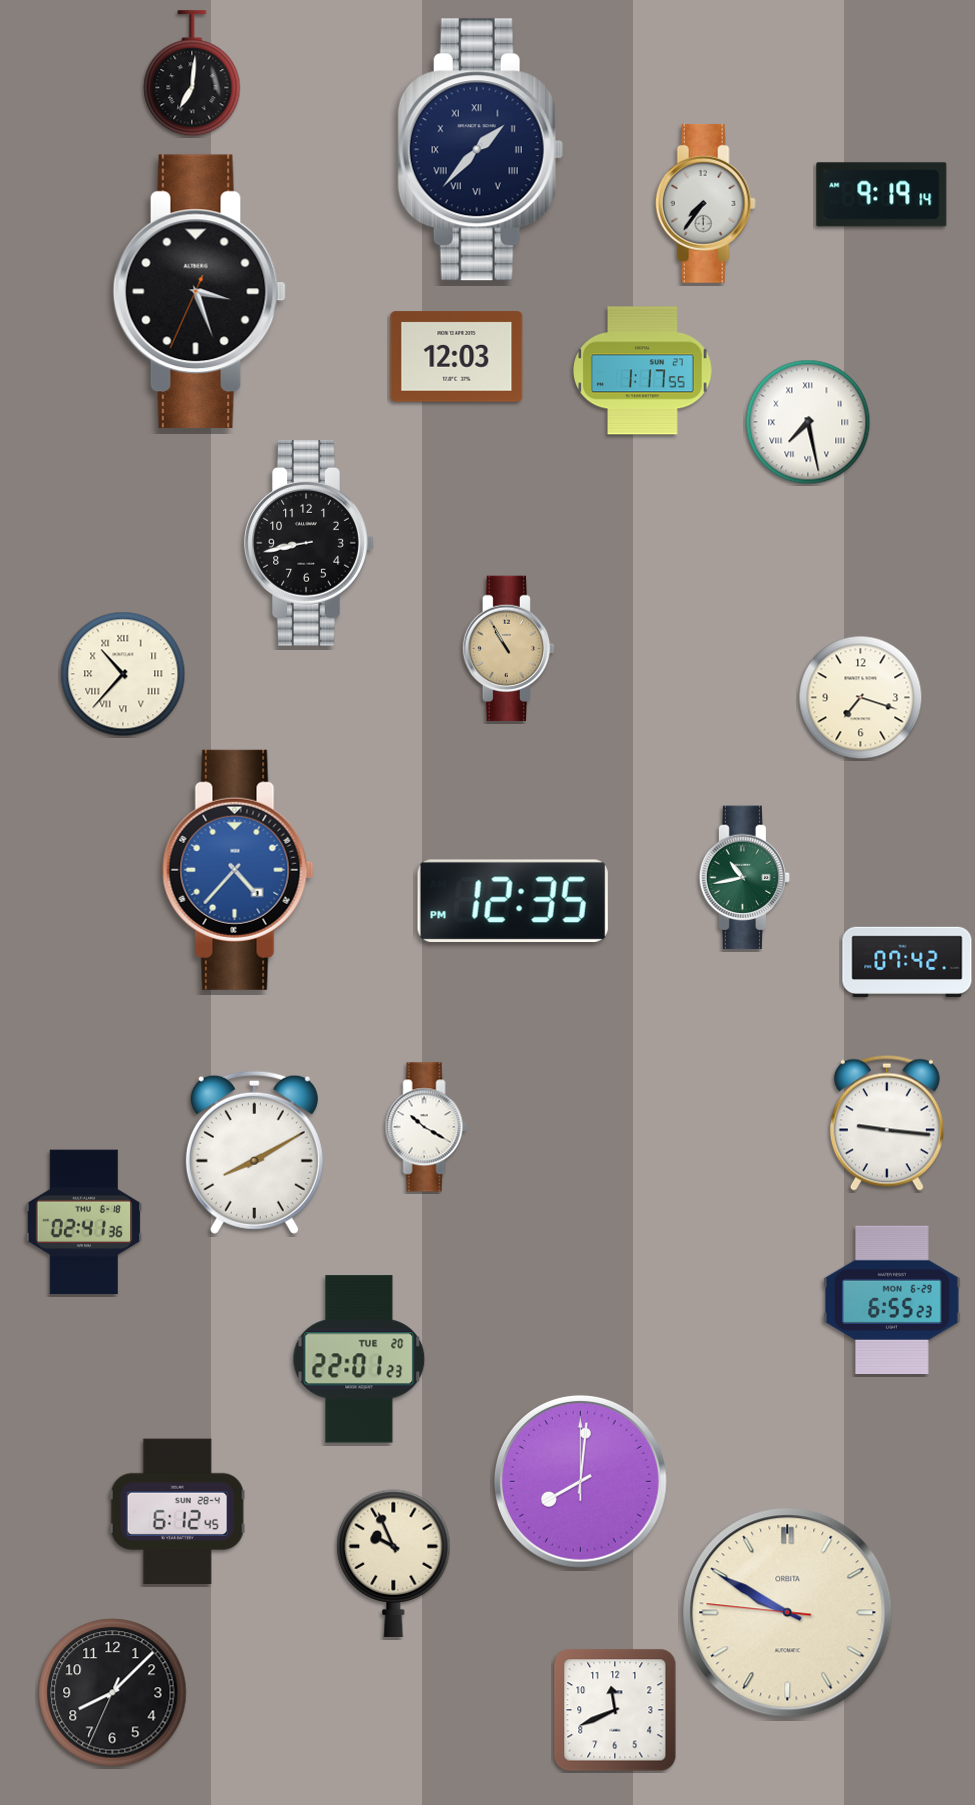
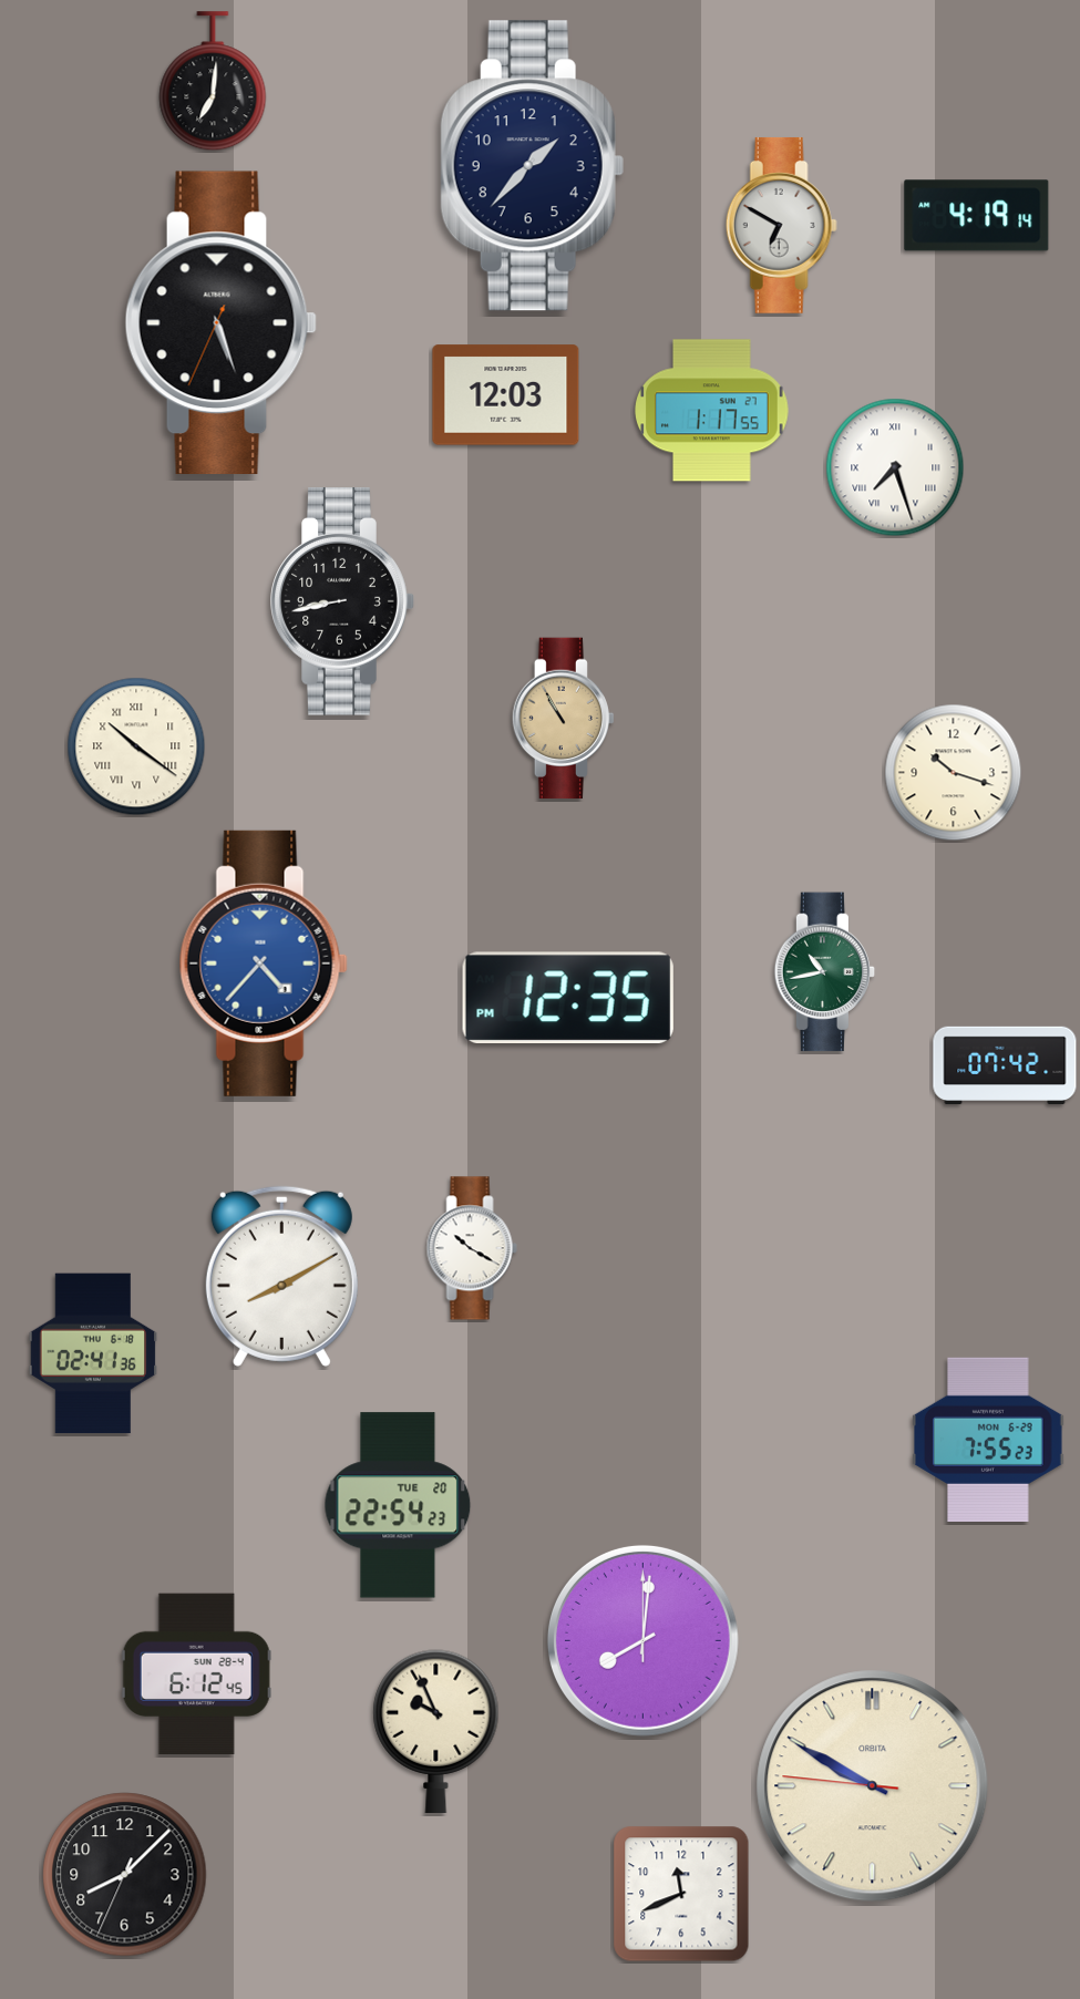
clock at (480, 150) numerals: Roman -> Arabic
clock at (882, 195): 9:19 -> 4:19
clock at (705, 203): 7:36 -> 6:50
clock at (199, 291): 3:26 -> 5:26
clock at (808, 422): 7:28 -> 7:27
clock at (123, 674): 10:37 -> 10:21
clock at (861, 698): 7:18 -> 10:18
clock at (887, 1123): 9:16 -> none
clock at (893, 1300): 6:55 -> 7:55
clock at (359, 1359): 22:01 -> 22:54
